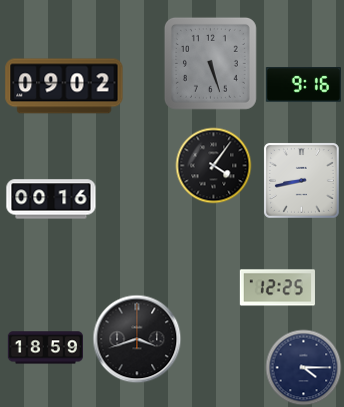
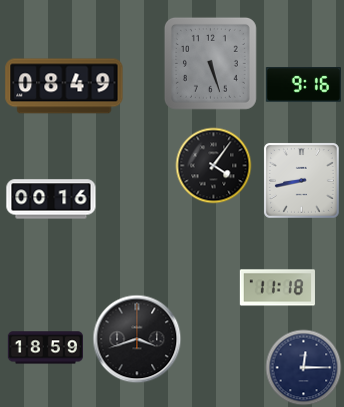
clock at (64, 86): 09:02 -> 08:49
clock at (277, 288): 12:25 -> 11:18
clock at (304, 368): 4:15 -> 12:15
